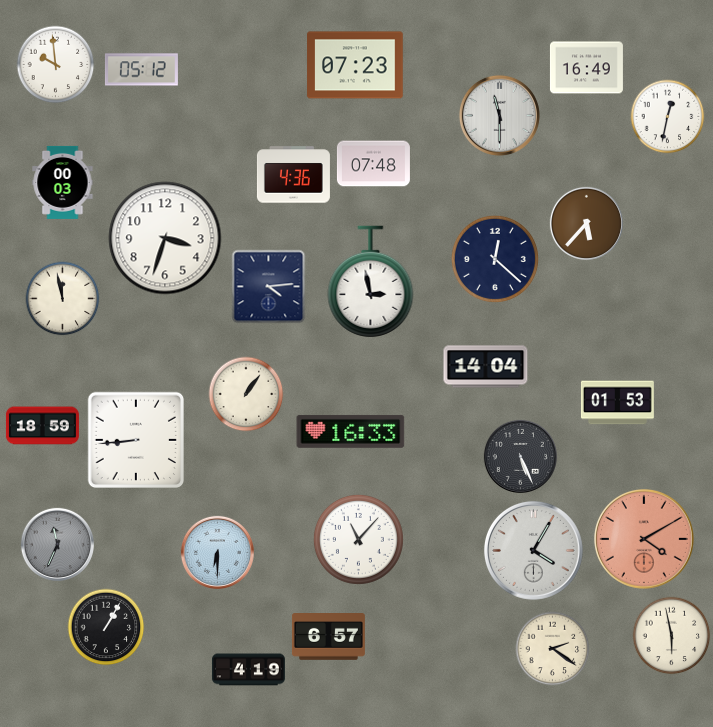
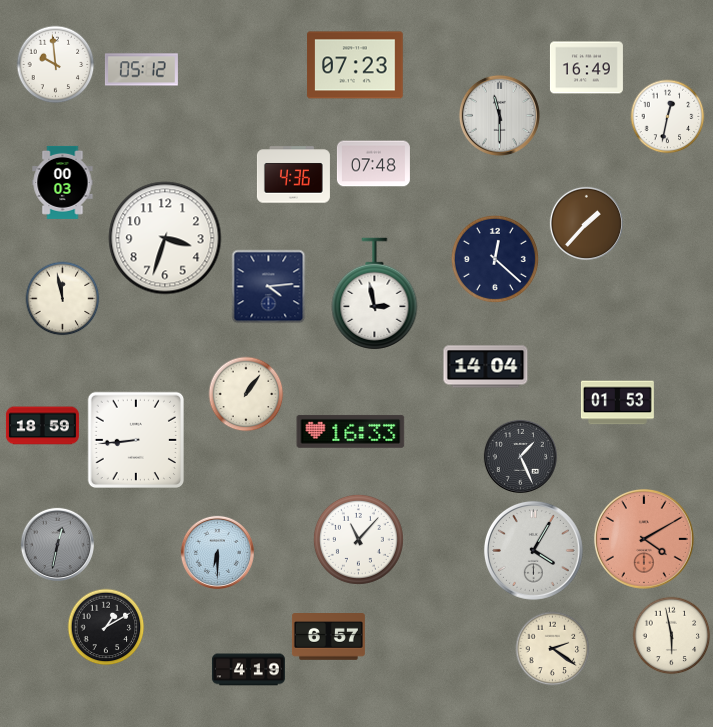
clock at (586, 223): 5:37 -> 1:37
clock at (371, 282) position: (371, 282) -> (375, 294)
clock at (520, 456): 5:26 -> 1:26
clock at (57, 544): 11:34 -> 12:32
clock at (106, 627): 1:05 -> 1:10
